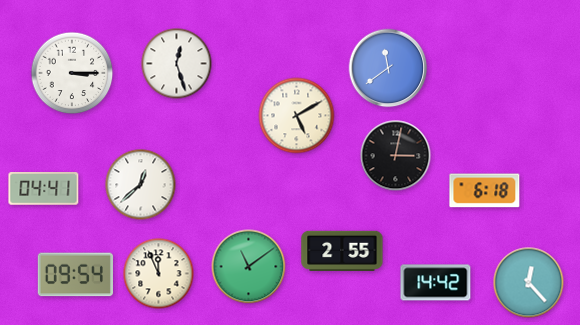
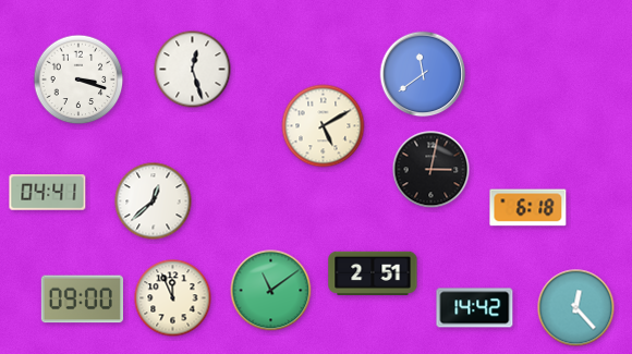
clock at (72, 73): 3:15 -> 3:18
clock at (44, 189) position: (44, 189) -> (48, 193)
clock at (342, 251): 2:55 -> 2:51
clock at (75, 275): 09:54 -> 09:00
